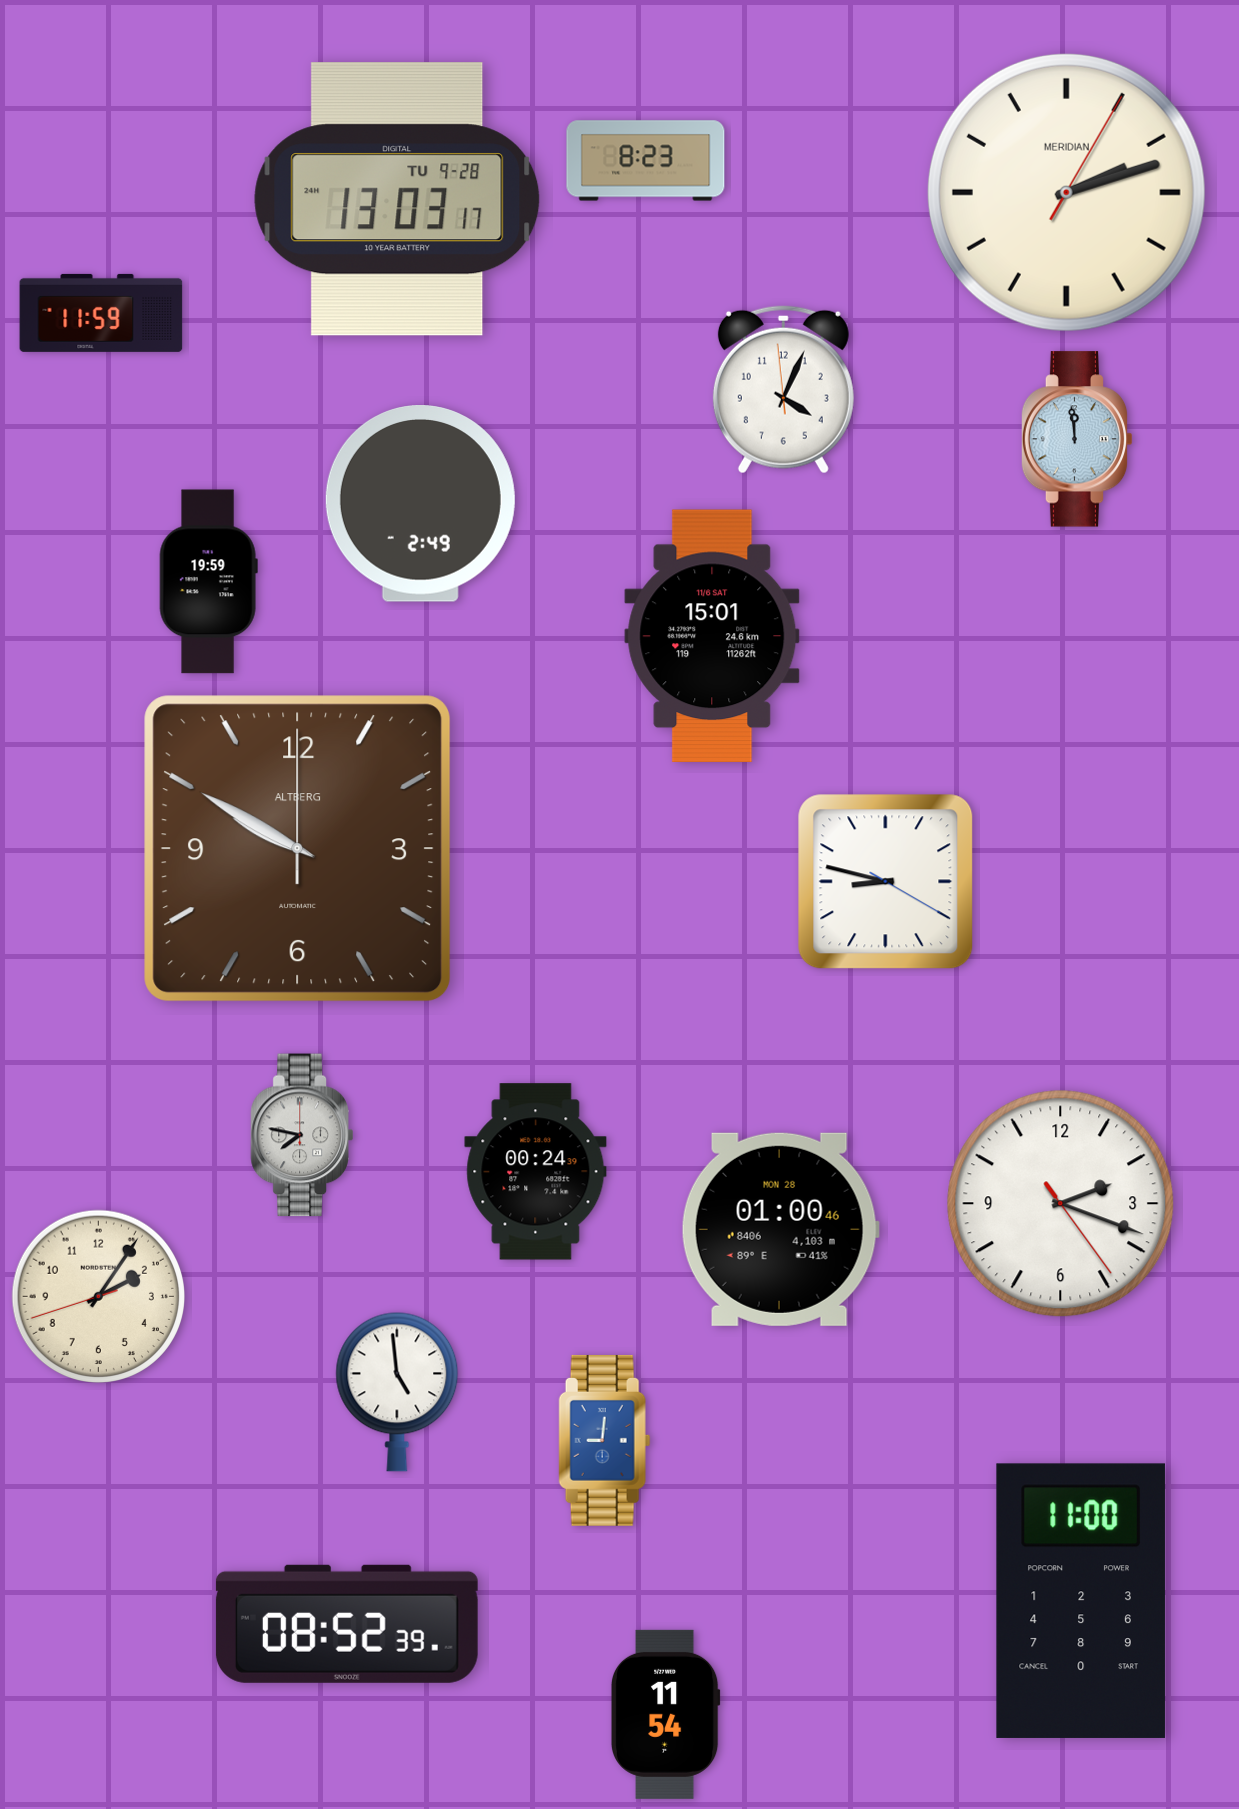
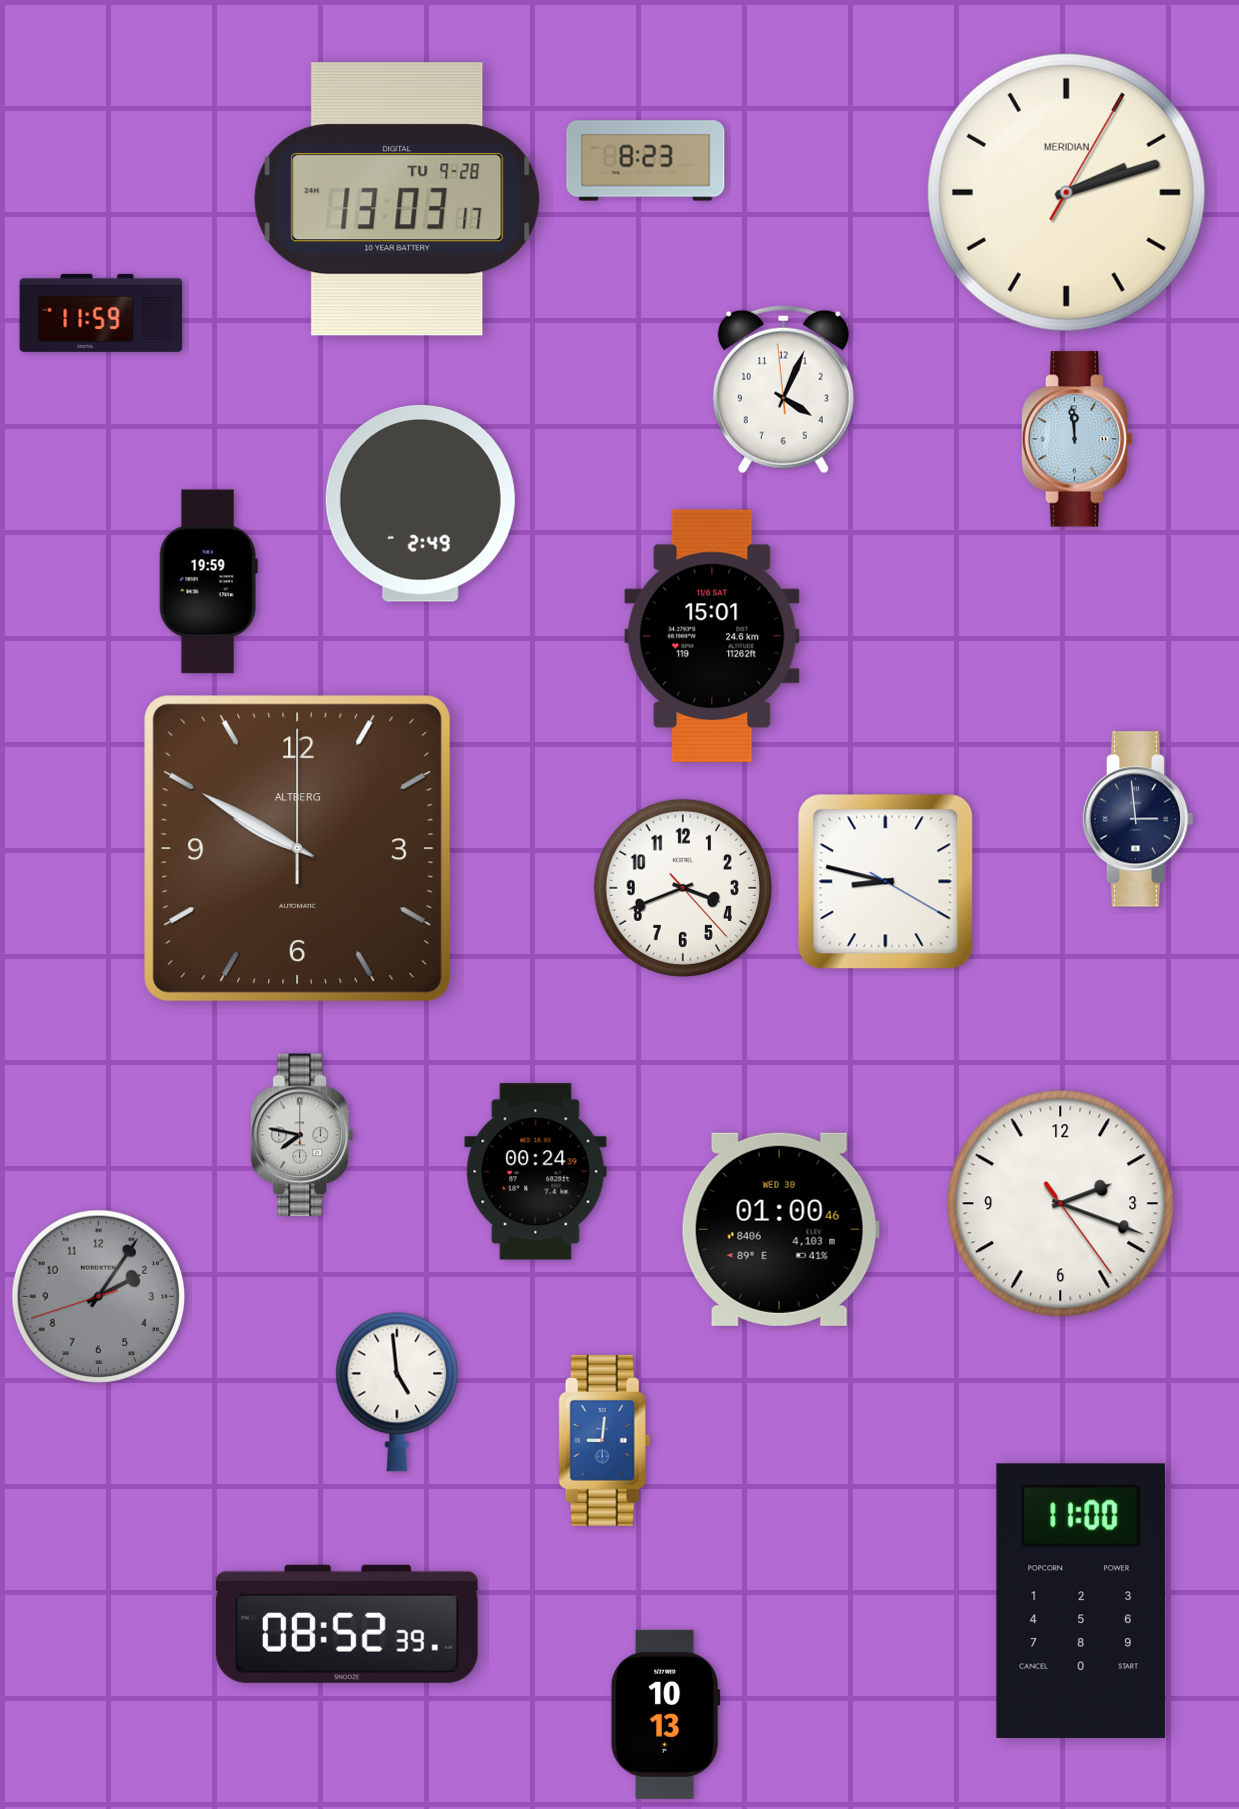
clock at (1138, 819): none -> 2:59
clock at (683, 888): none -> 3:41
clock at (780, 1229) date: MON 28 -> WED 30
clock at (98, 1296) dial: cream -> grey
clock at (665, 1714): 11:54 -> 10:13
